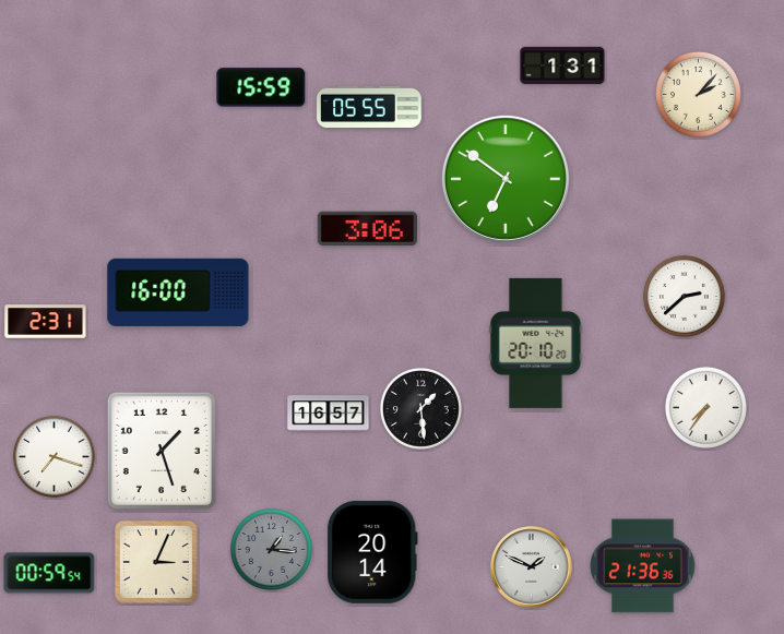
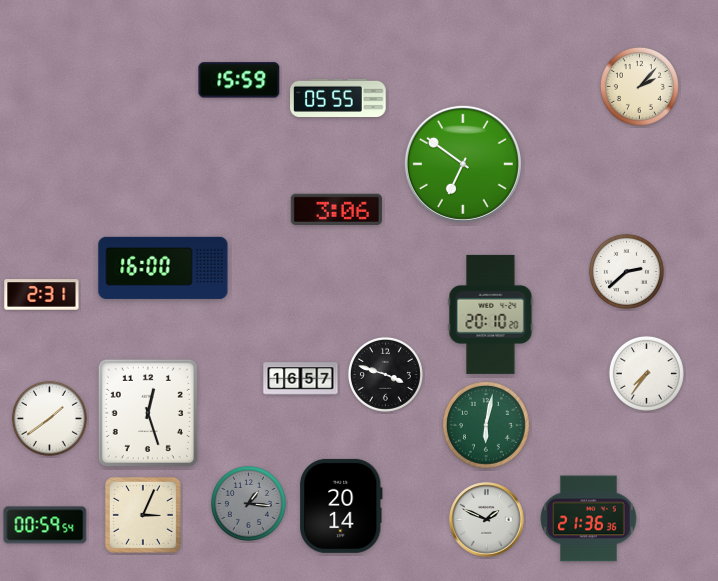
clock at (562, 64): 1:31 -> none
clock at (420, 408): 1:29 -> 3:48
clock at (162, 451): 1:27 -> 12:27
clock at (54, 456): 7:18 -> 1:39
clock at (487, 426): none -> 6:02
